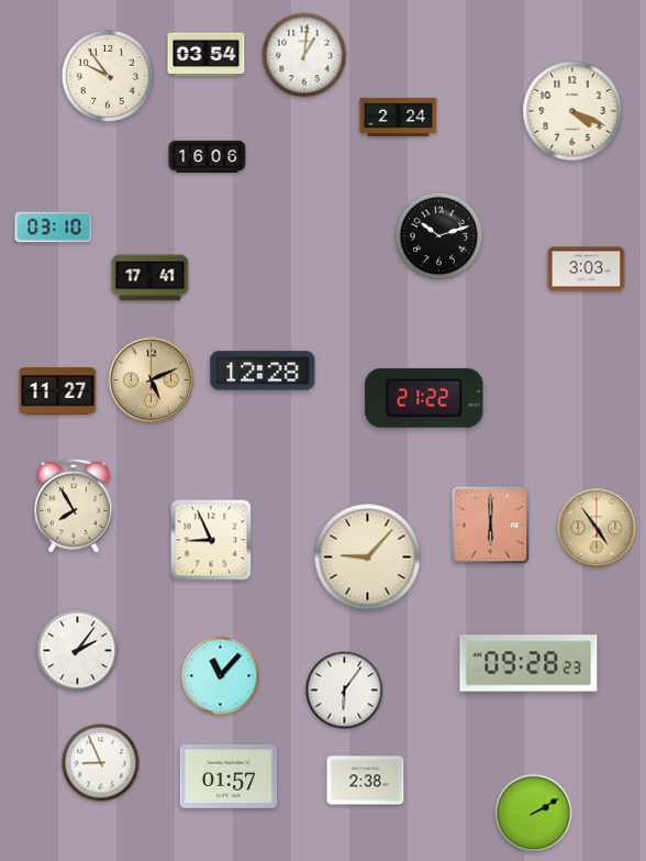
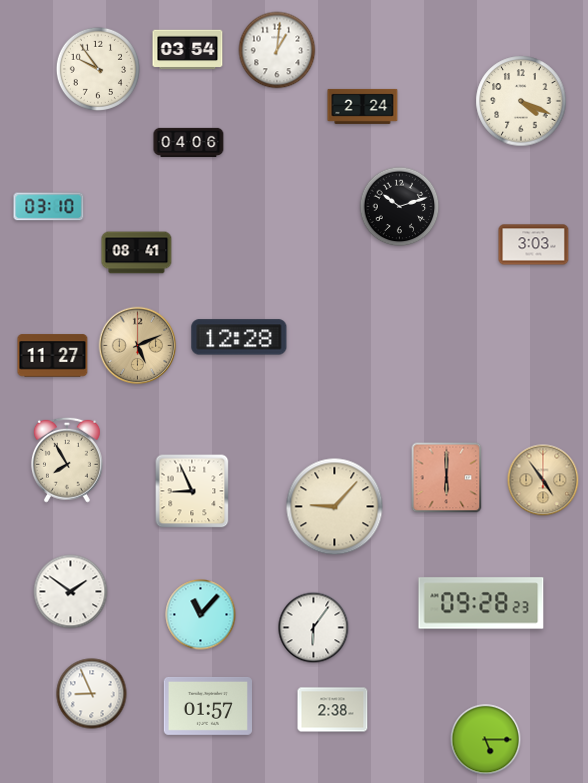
clock at (208, 156): 16:06 -> 04:06
clock at (439, 236) position: (439, 236) -> (400, 207)
clock at (151, 278): 17:41 -> 08:41
clock at (424, 398): 21:22 -> none
clock at (78, 651): 2:06 -> 1:51
clock at (534, 814): 2:10 -> 5:15
